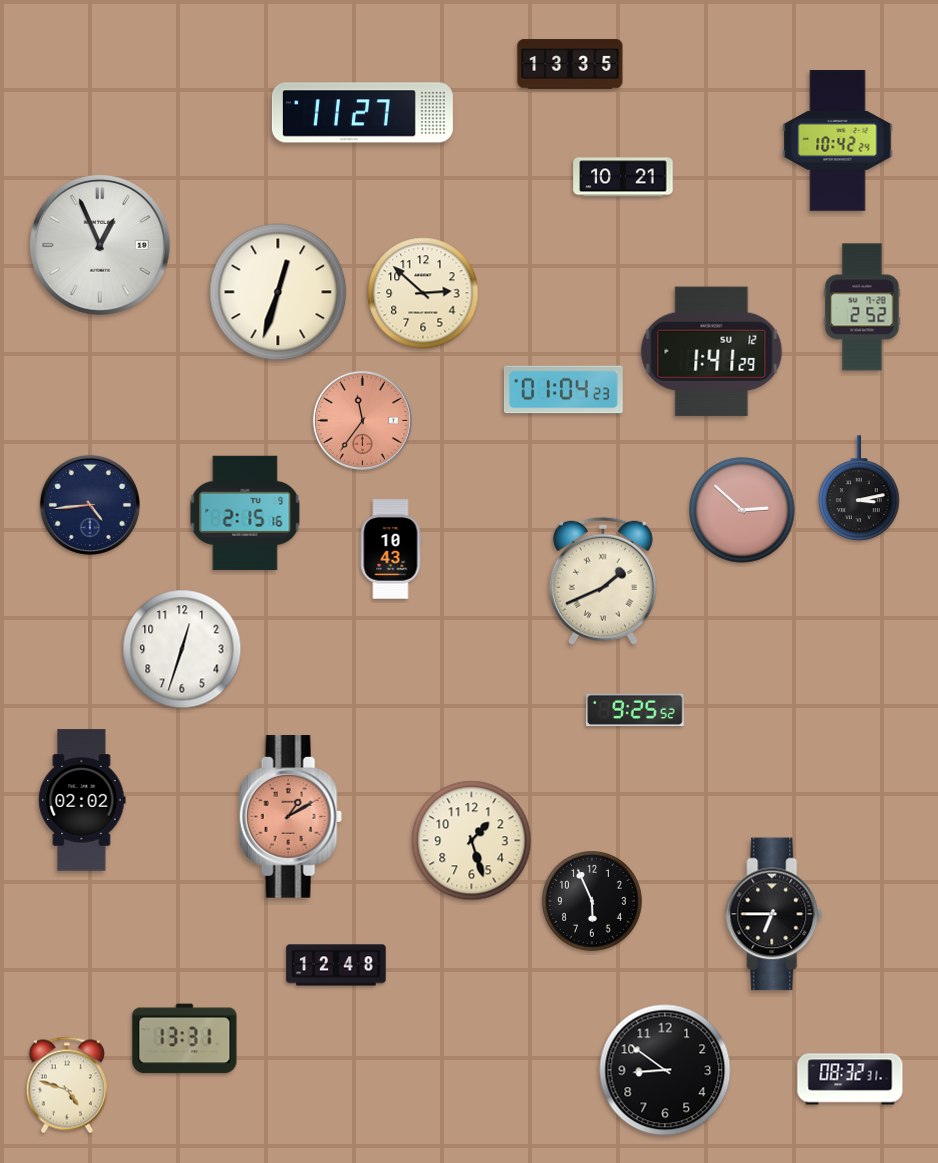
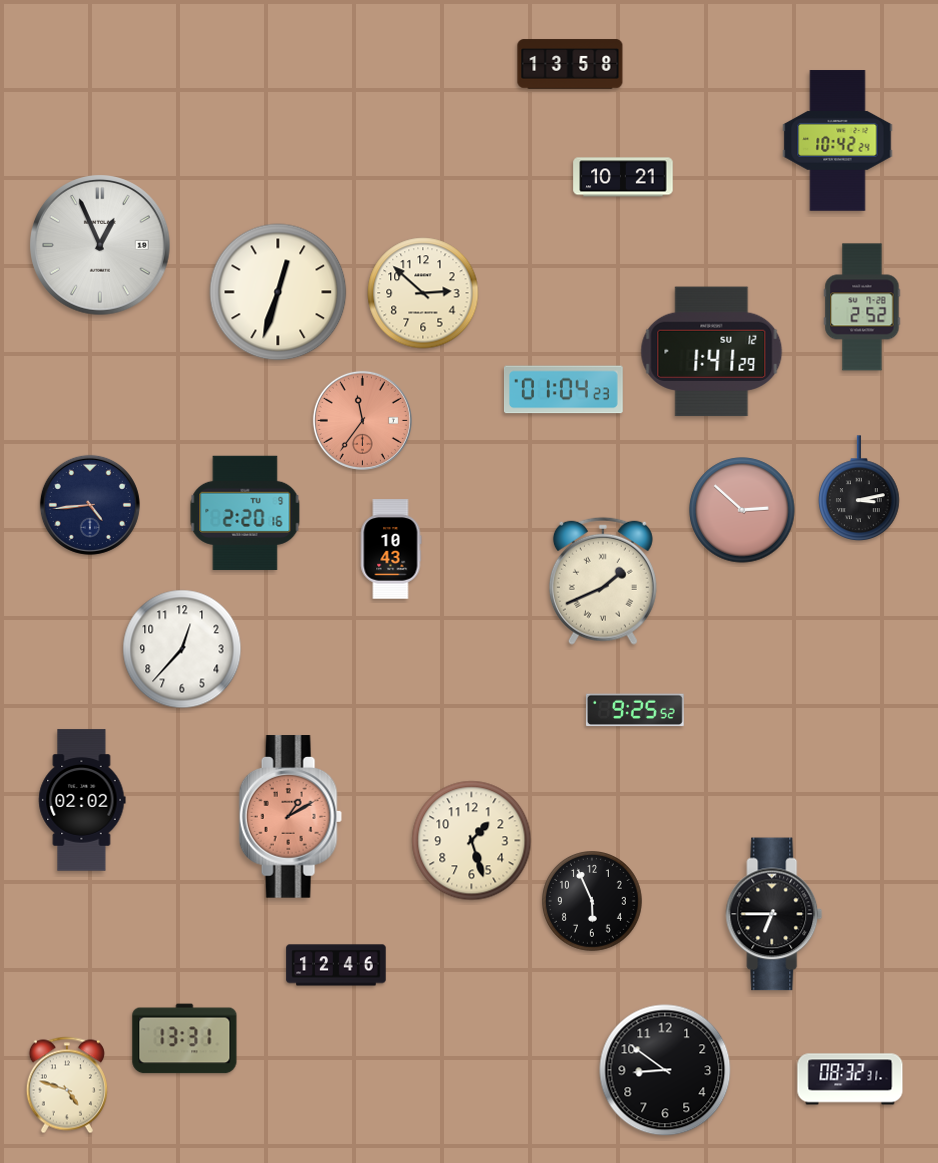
clock at (570, 64): 13:35 -> 13:58
clock at (362, 113): 11:27 -> none
clock at (245, 513): 2:15 -> 2:20
clock at (182, 649): 12:33 -> 12:37
clock at (336, 965): 12:48 -> 12:46
